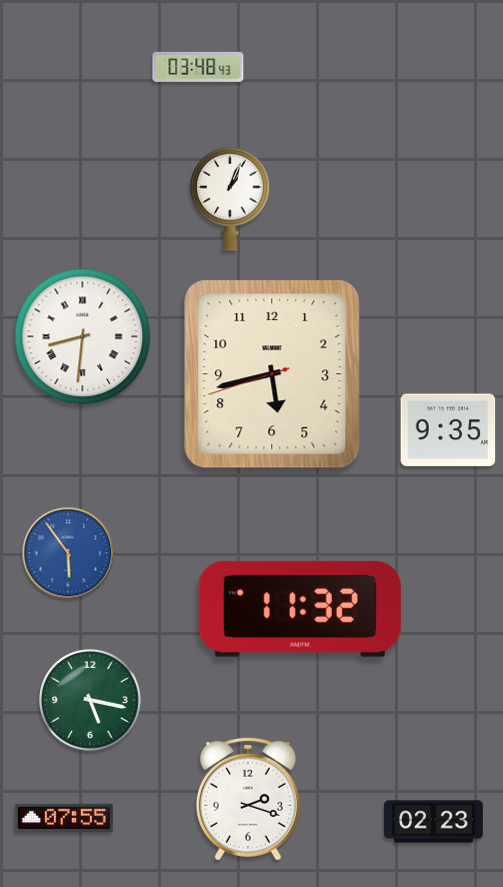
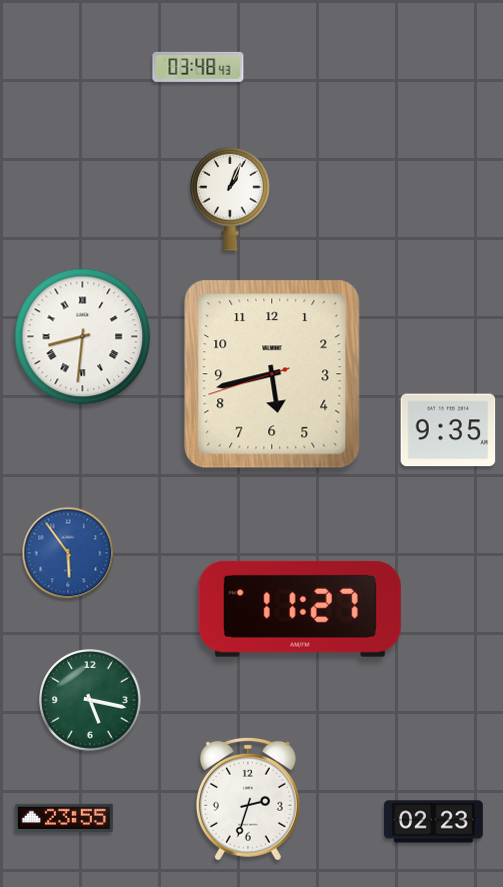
clock at (300, 609): 11:32 -> 11:27
clock at (248, 799): 2:18 -> 2:33
clock at (64, 818): 07:55 -> 23:55
